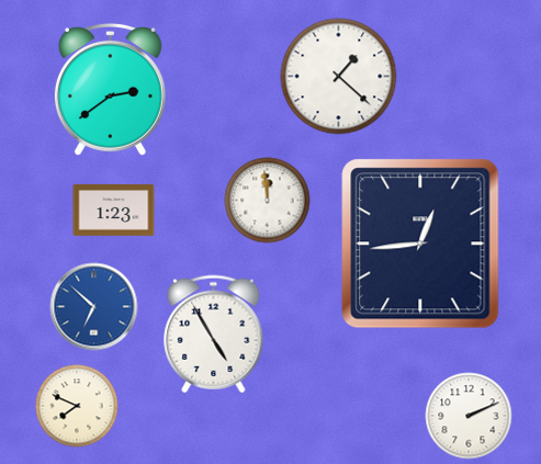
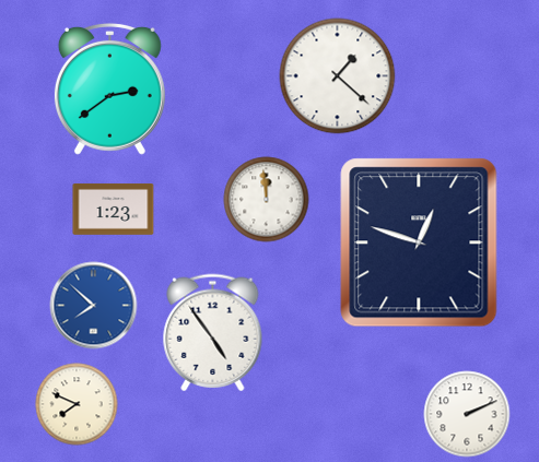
clock at (420, 244): 12:44 -> 12:48
clock at (94, 307): 6:52 -> 7:52
clock at (214, 335): 4:55 -> 4:54
